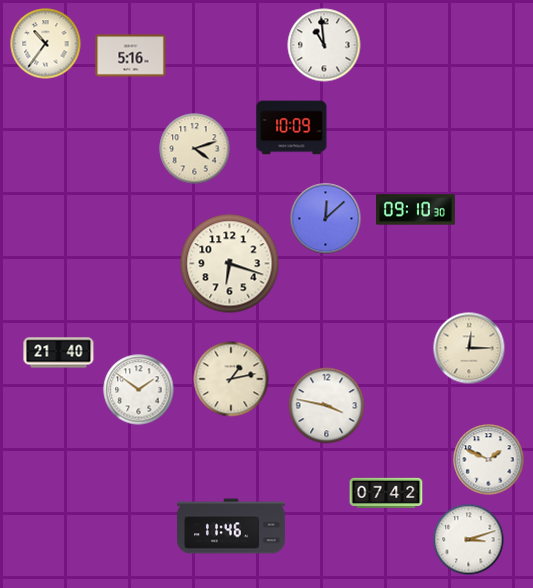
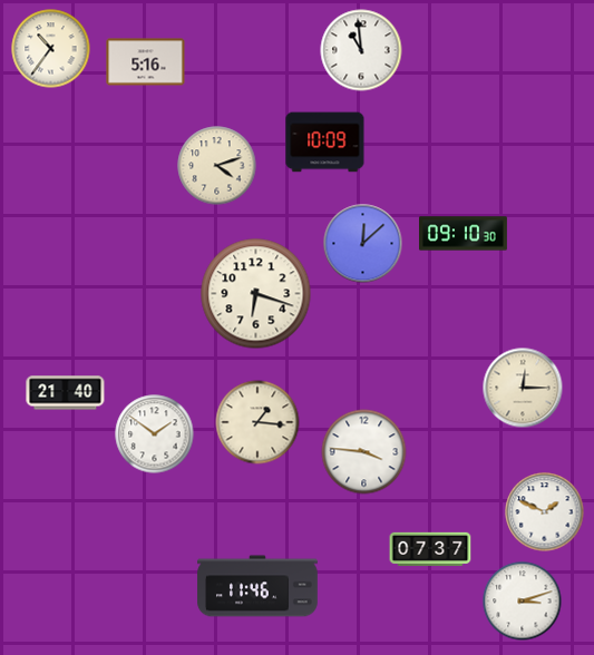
clock at (231, 379): 1:13 -> 1:16
clock at (327, 406): 3:47 -> 3:46
clock at (386, 492): 07:42 -> 07:37
